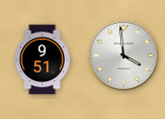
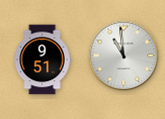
clock at (124, 56): 3:59 -> 10:59
